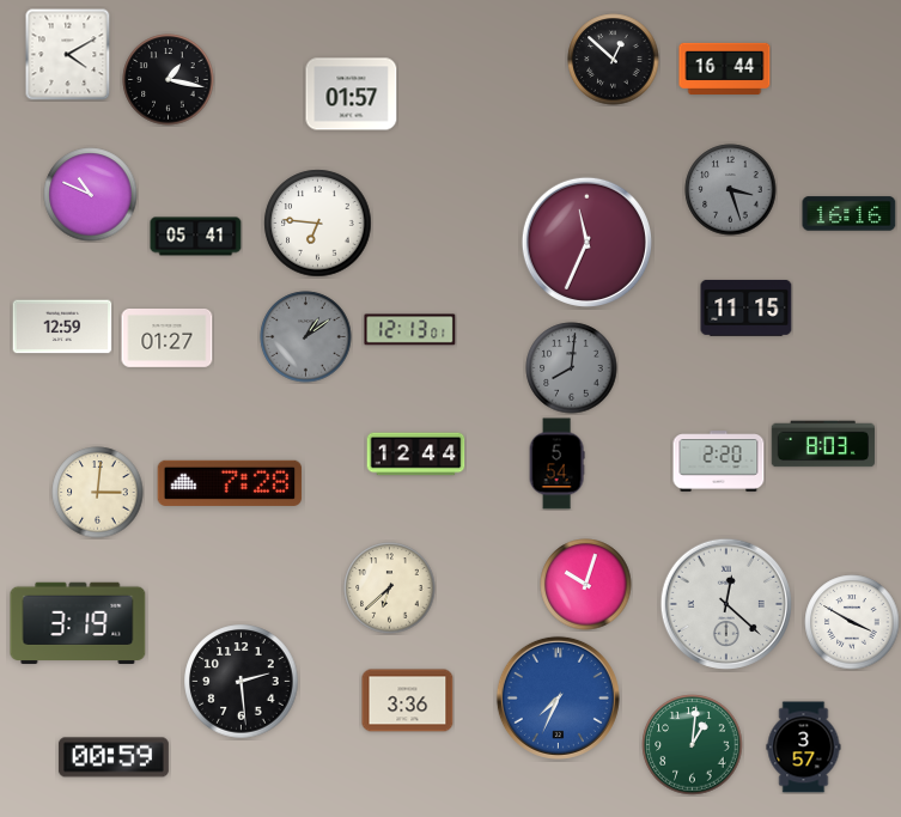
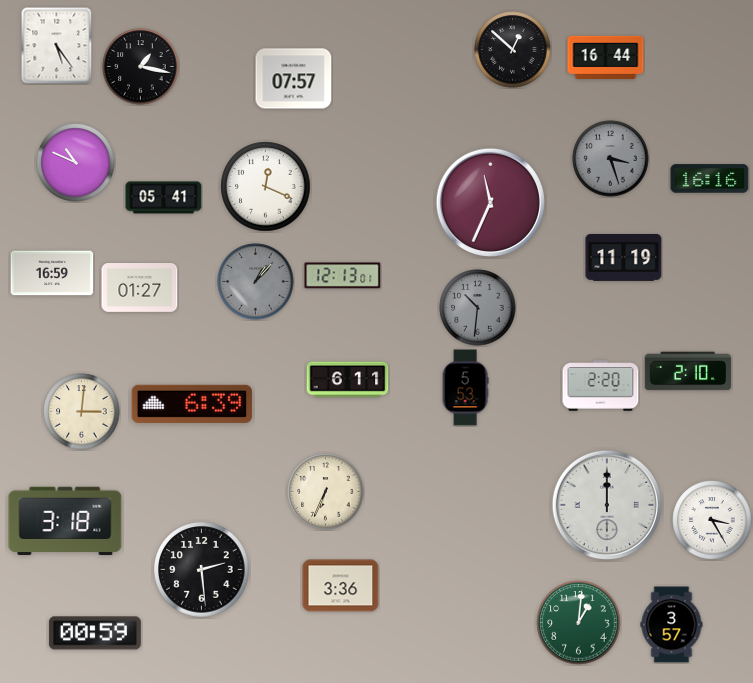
clock at (68, 54): 4:10 -> 5:24
clock at (352, 94): 01:57 -> 07:57
clock at (318, 224): 6:46 -> 12:19
clock at (747, 307): 11:15 -> 11:19
clock at (62, 327): 12:59 -> 16:59
clock at (306, 337): 1:09 -> 1:07
clock at (168, 339) position: (168, 339) -> (140, 288)
clock at (572, 368): 8:01 -> 10:31
clock at (823, 444): 8:03 -> 2:10
clock at (416, 455): 12:44 -> 6:11
clock at (556, 464): 5:54 -> 5:53
clock at (230, 483): 7:28 -> 6:39
clock at (586, 585): 10:03 -> none
clock at (390, 589): 6:38 -> 6:34
clock at (726, 604): 12:22 -> 12:00
clock at (852, 622): 3:50 -> 3:25
clock at (78, 623): 3:19 -> 3:18
clock at (558, 697): 7:34 -> none
